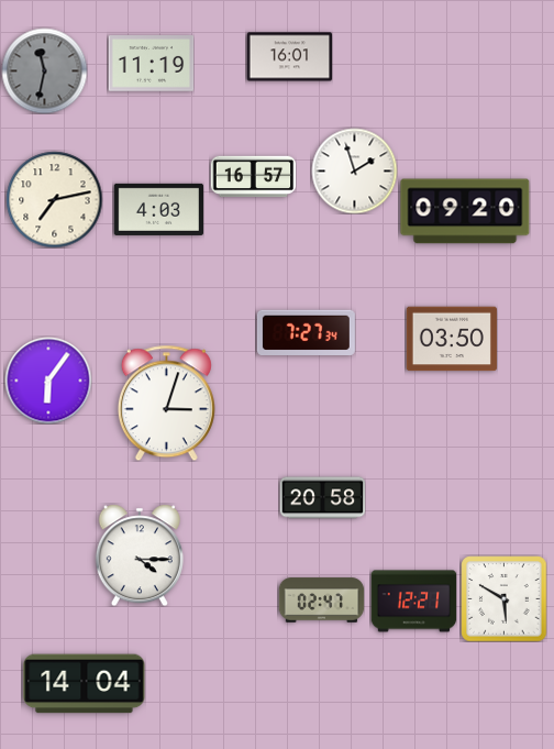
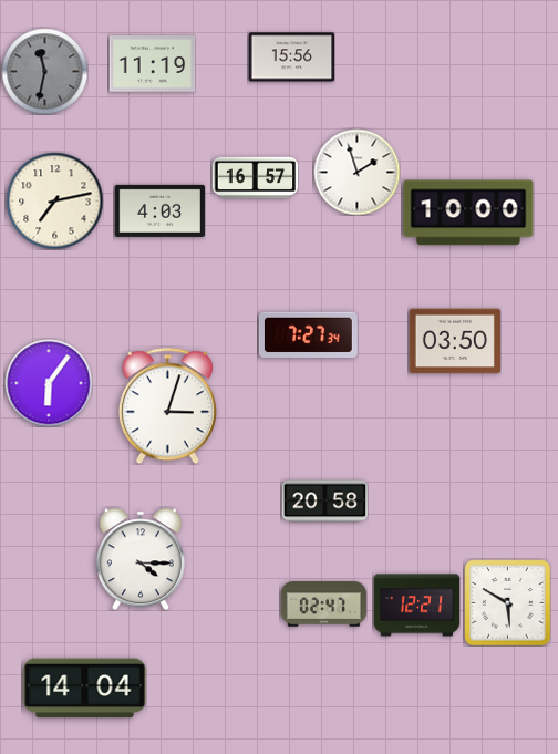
clock at (289, 57): 16:01 -> 15:56
clock at (465, 211): 09:20 -> 10:00
